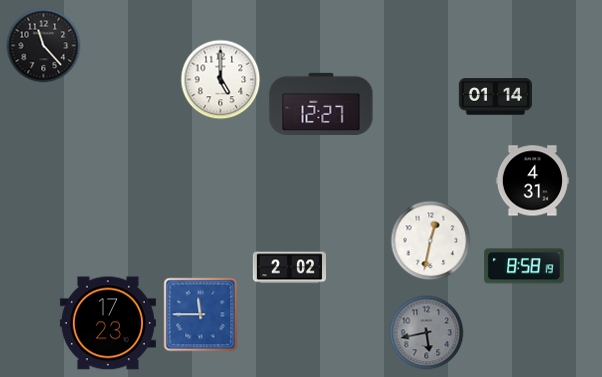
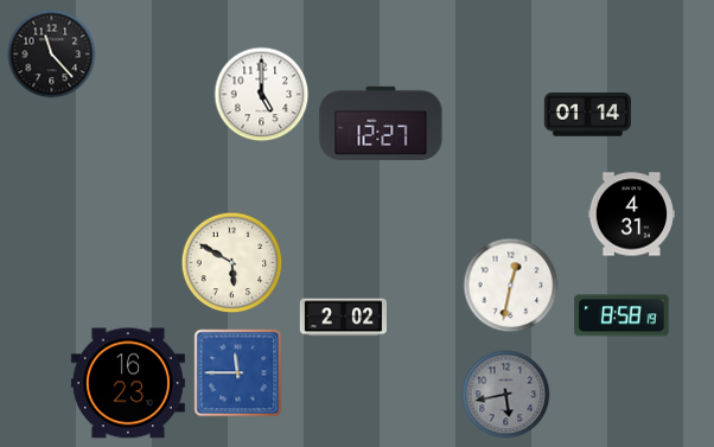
clock at (232, 263): none -> 5:50
clock at (108, 323): 17:23 -> 16:23
